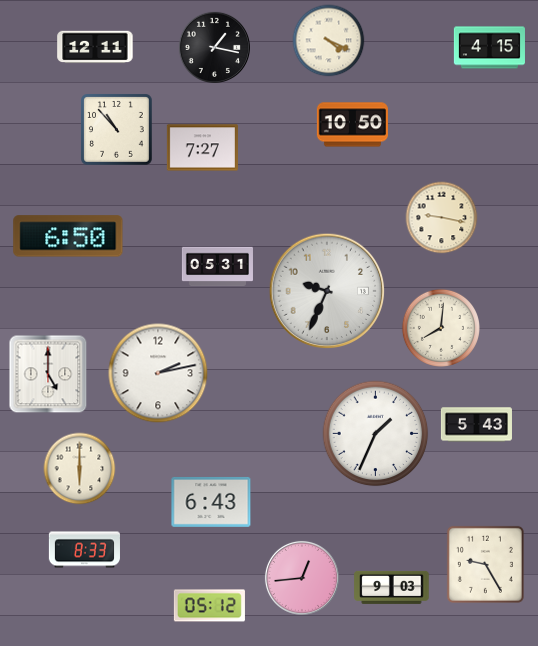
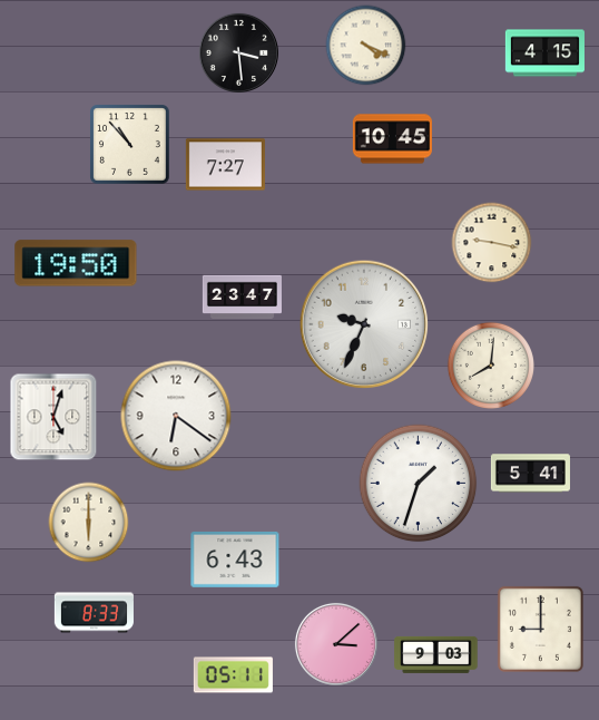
clock at (95, 47): 12:11 -> none
clock at (214, 47): 1:17 -> 3:29
clock at (352, 125): 10:50 -> 10:45
clock at (68, 236): 6:50 -> 19:50
clock at (217, 267): 05:31 -> 23:47
clock at (158, 373): 2:13 -> 6:21
clock at (48, 374): 5:00 -> 5:03
clock at (476, 425): 5:43 -> 5:41
clock at (376, 434): 1:34 -> 1:33
clock at (485, 564): 9:25 -> 9:00
clock at (302, 578): 12:44 -> 3:08
clock at (209, 606): 05:12 -> 05:11
